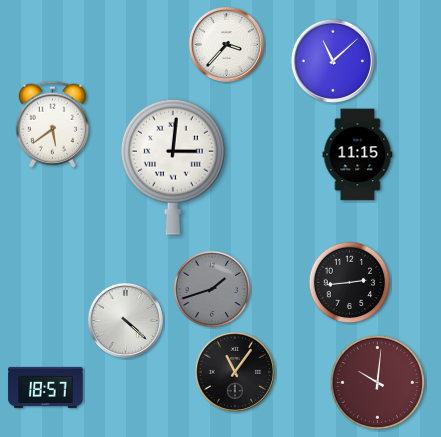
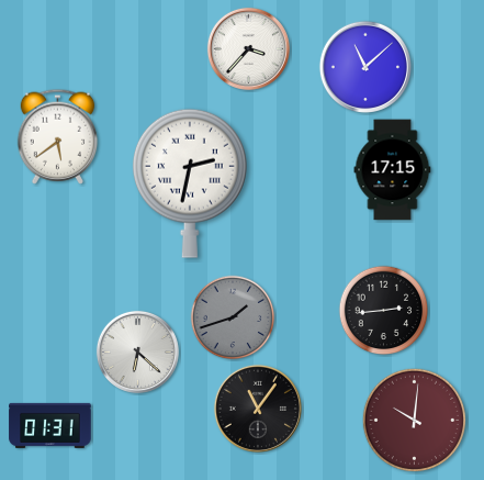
clock at (358, 155): 11:15 -> 17:15
clock at (173, 167): 3:01 -> 2:32
clock at (125, 320): 4:22 -> 6:22
clock at (46, 387): 18:57 -> 01:31
